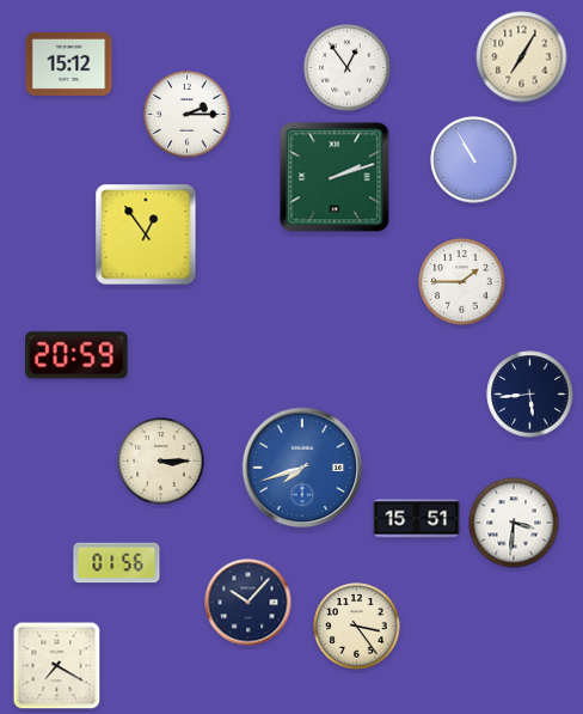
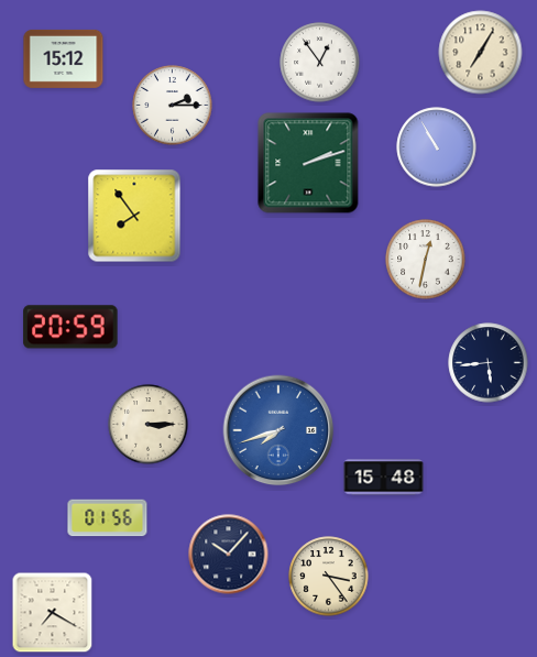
clock at (146, 234): 12:54 -> 7:54
clock at (462, 282): 1:45 -> 12:32
clock at (417, 519): 15:51 -> 15:48
clock at (514, 523): 3:31 -> none
